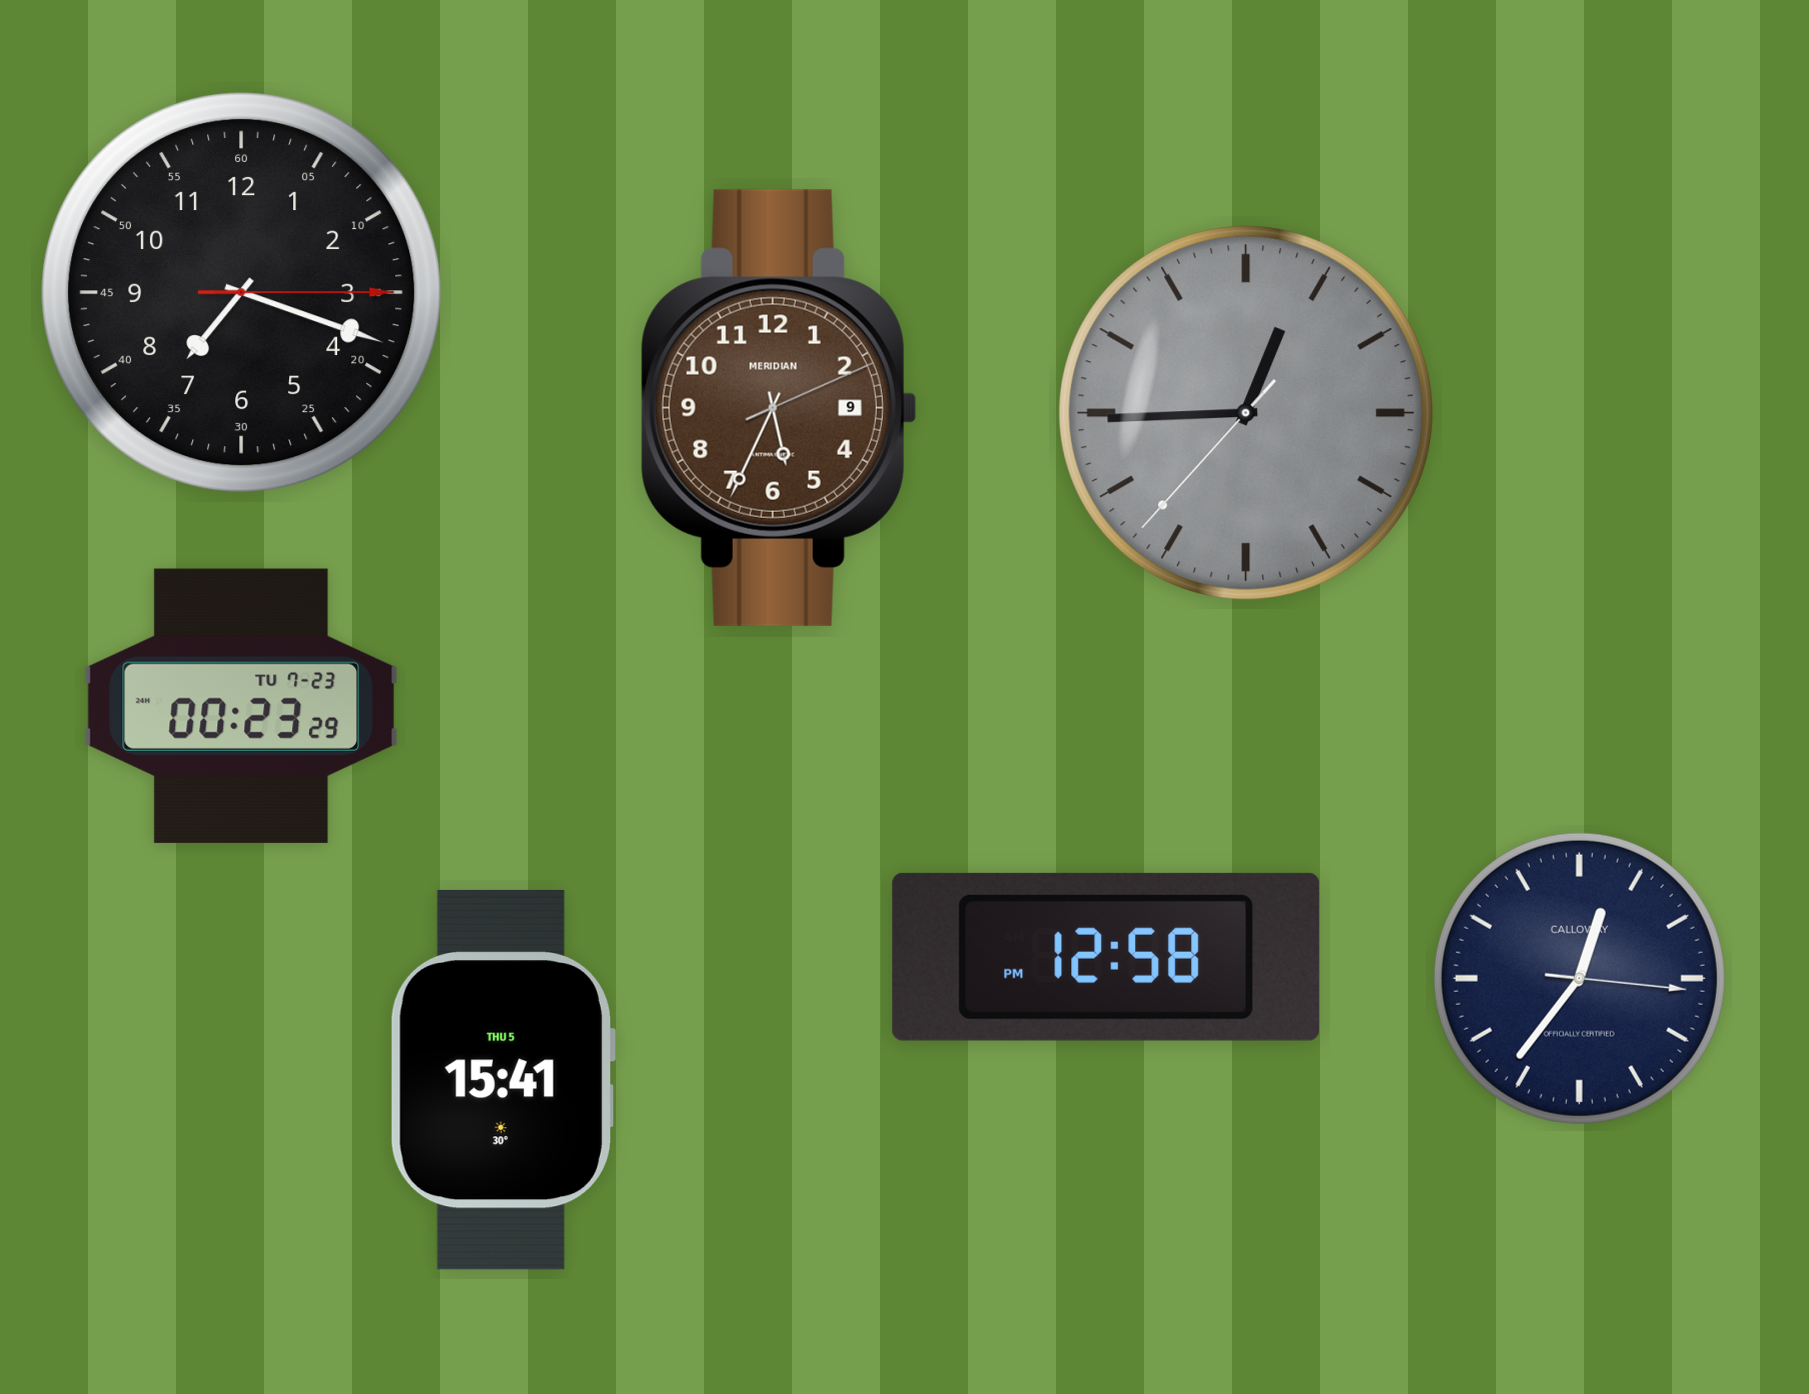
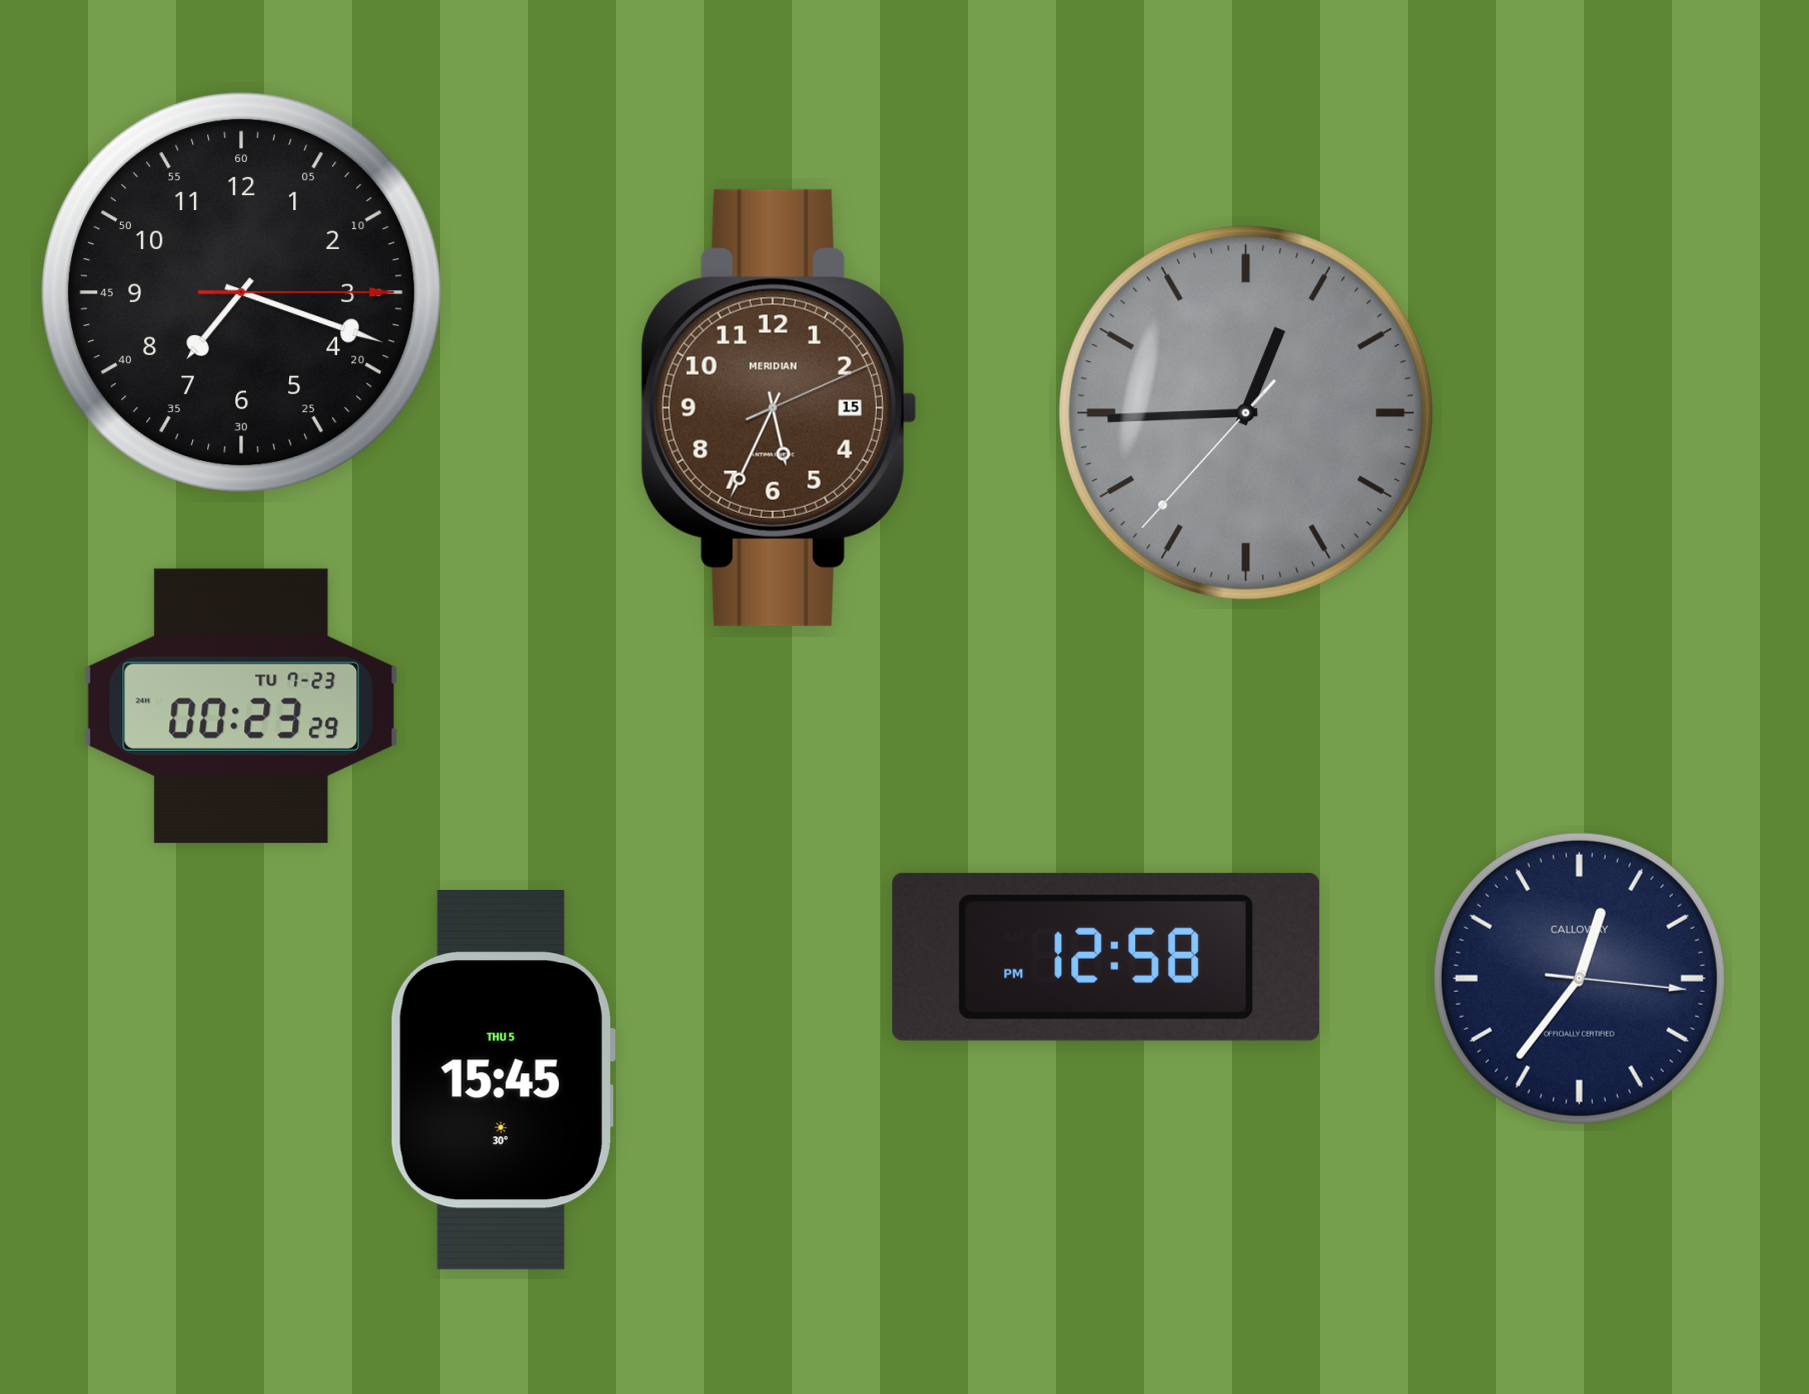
clock at (779, 408) date: 9 -> 15
clock at (502, 1080): 15:41 -> 15:45
